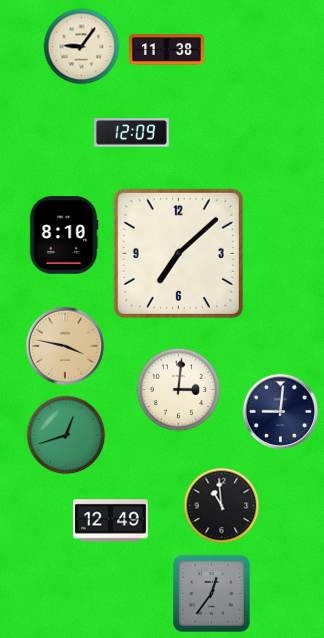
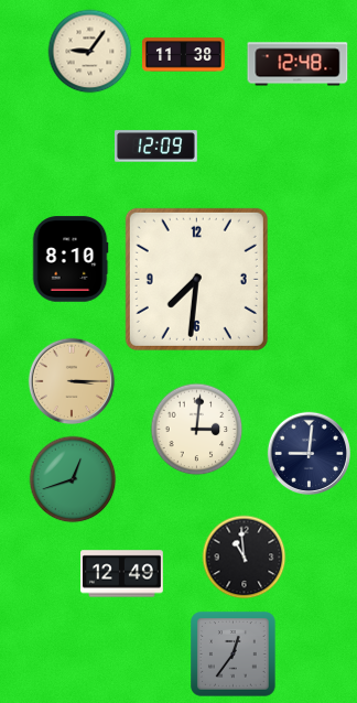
clock at (297, 64): none -> 12:48
clock at (132, 133) position: (132, 133) -> (156, 147)
clock at (178, 253): 7:08 -> 7:31
clock at (65, 346): 3:47 -> 3:15
